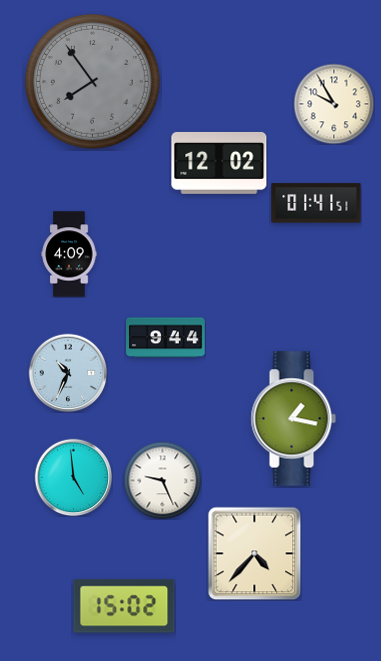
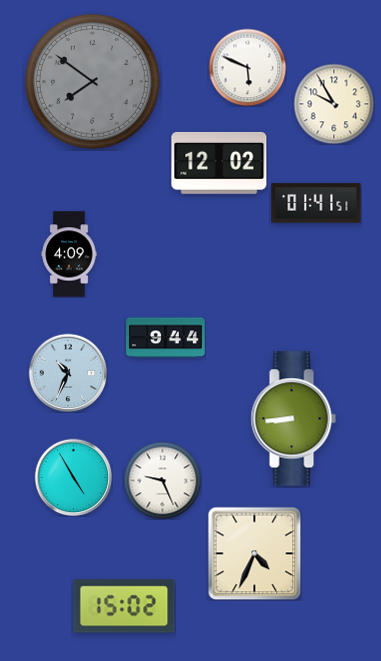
clock at (247, 67): none -> 5:49
clock at (92, 81): 7:54 -> 7:51
clock at (293, 419): 1:17 -> 8:44
clock at (73, 477): 4:59 -> 4:55
clock at (254, 553): 4:37 -> 4:34
